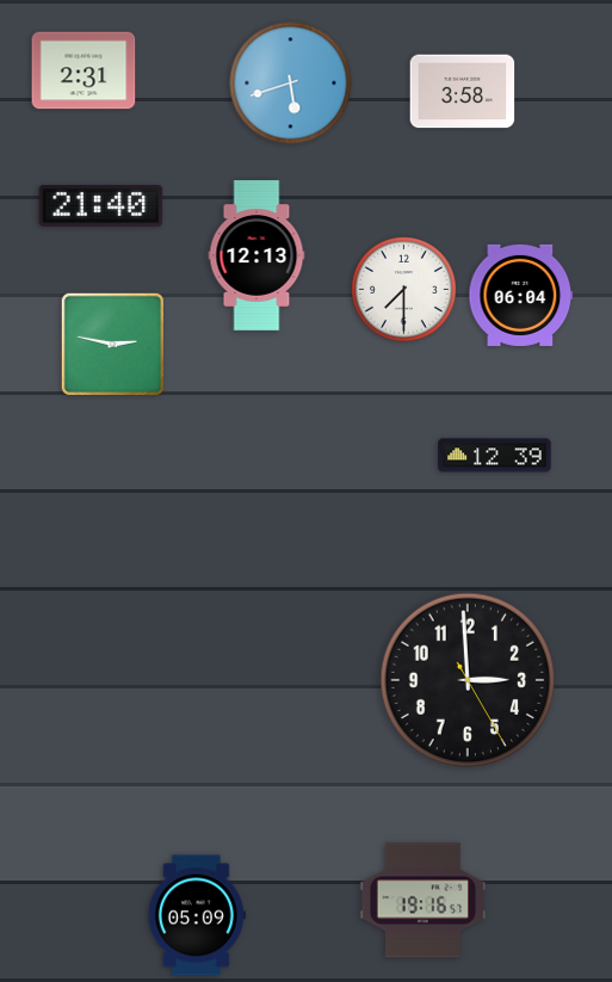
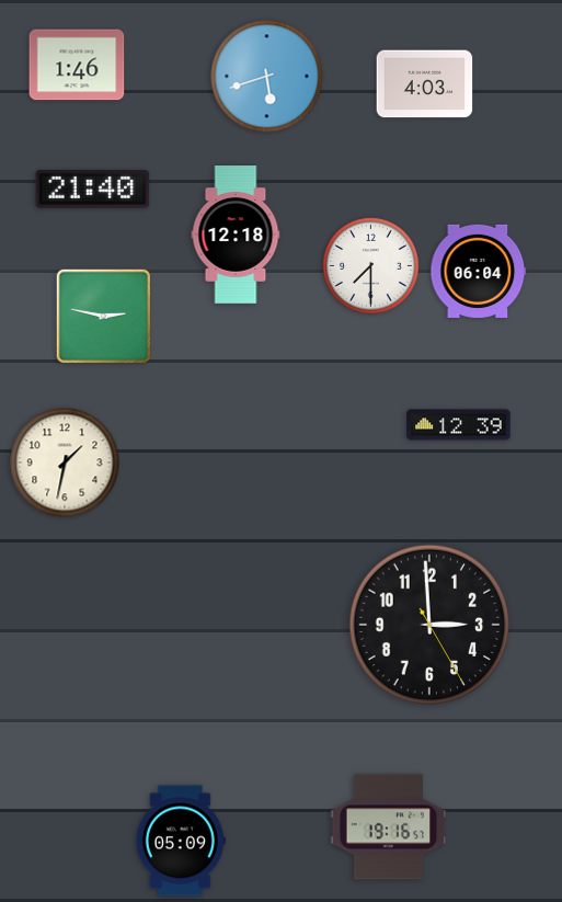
clock at (84, 70): 2:31 -> 1:46
clock at (463, 92): 3:58 -> 4:03
clock at (256, 257): 12:13 -> 12:18
clock at (495, 456) position: (495, 456) -> (459, 425)
clock at (65, 463): none -> 1:32
